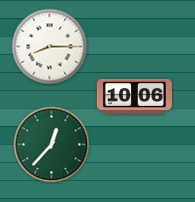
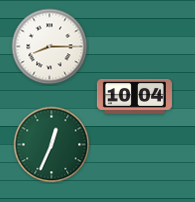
clock at (134, 96): 10:06 -> 10:04
clock at (52, 145): 12:37 -> 12:34
